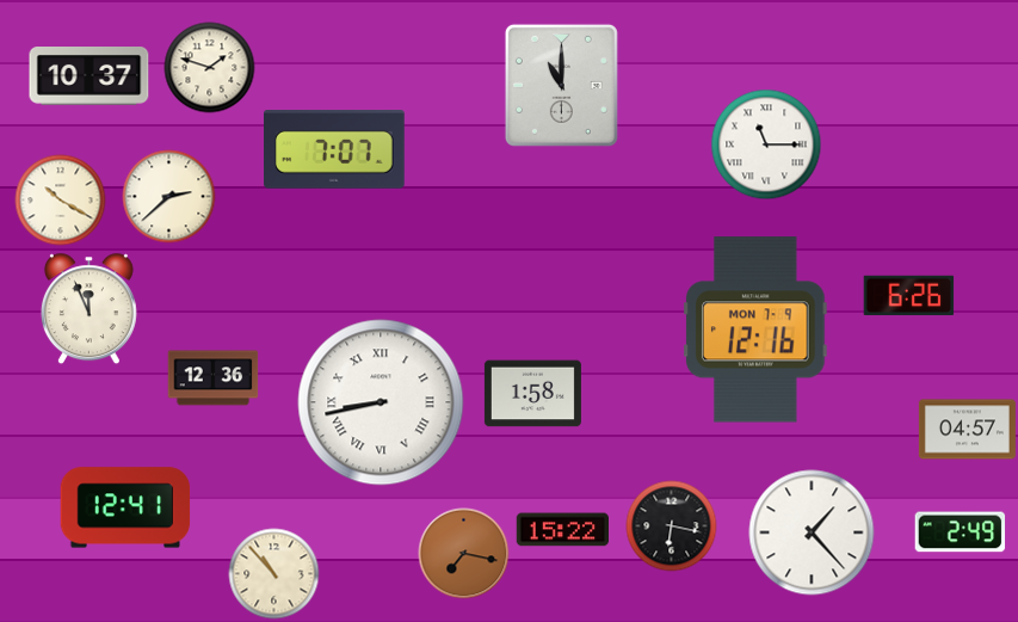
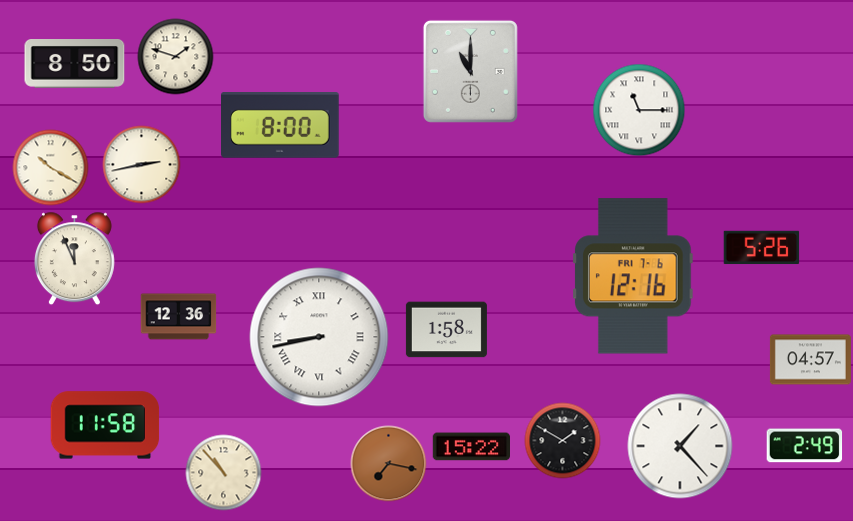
clock at (90, 76): 10:37 -> 8:50
clock at (766, 144) position: (766, 144) -> (639, 110)
clock at (335, 150): 7:07 -> 8:00
clock at (169, 197): 2:38 -> 2:43
clock at (909, 296): 6:26 -> 5:26
clock at (755, 330) date: MON 7-9 -> FRI 7-6
clock at (125, 507): 12:41 -> 11:58
clock at (672, 526): 6:17 -> 1:50
clock at (562, 530) position: (562, 530) -> (471, 447)
clock at (274, 574) position: (274, 574) -> (224, 473)
